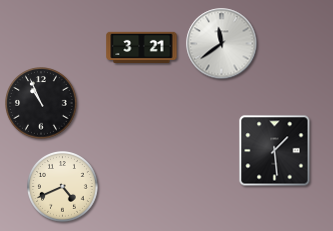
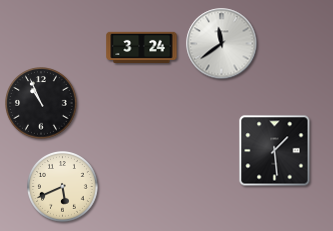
clock at (142, 48): 3:21 -> 3:24
clock at (63, 187): 4:41 -> 5:41
